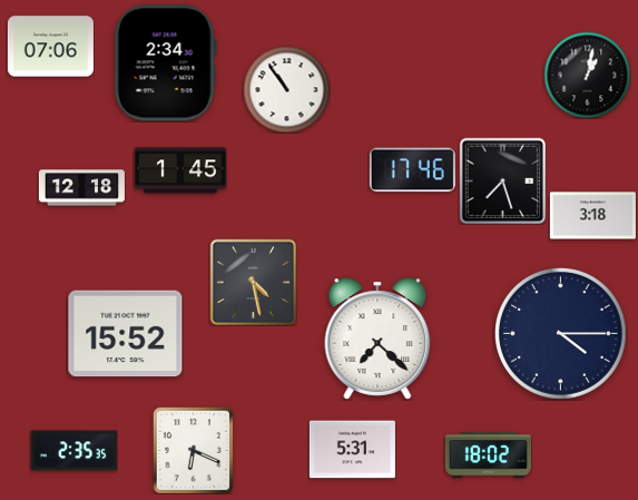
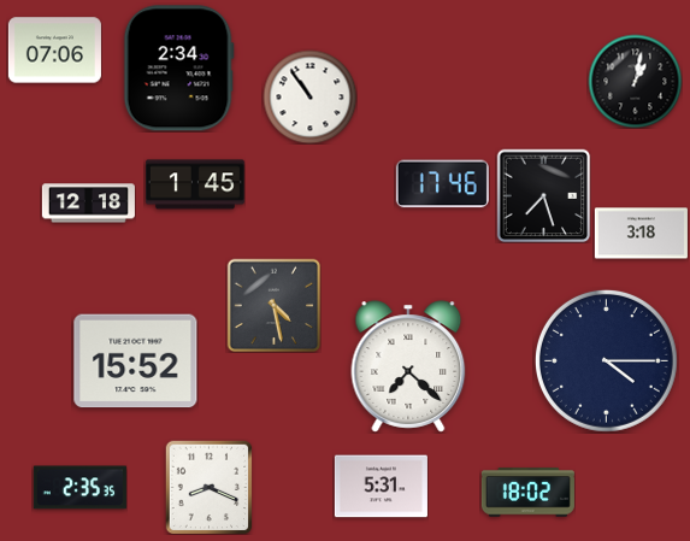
clock at (412, 170) position: (412, 170) -> (442, 184)
clock at (194, 450): 6:19 -> 8:19
